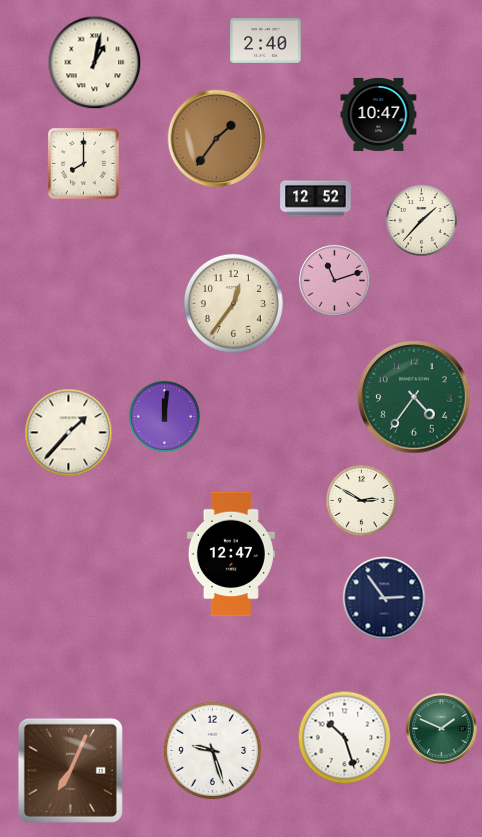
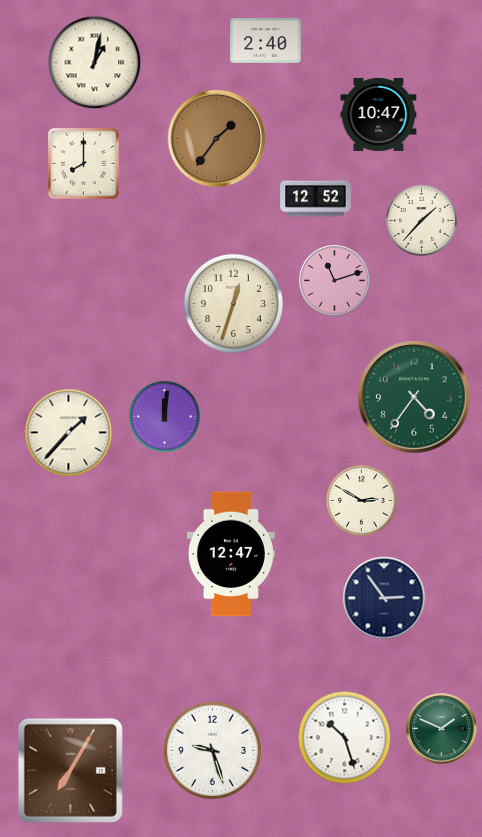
clock at (233, 303): 12:36 -> 12:33
clock at (70, 770): 7:04 -> 7:05
